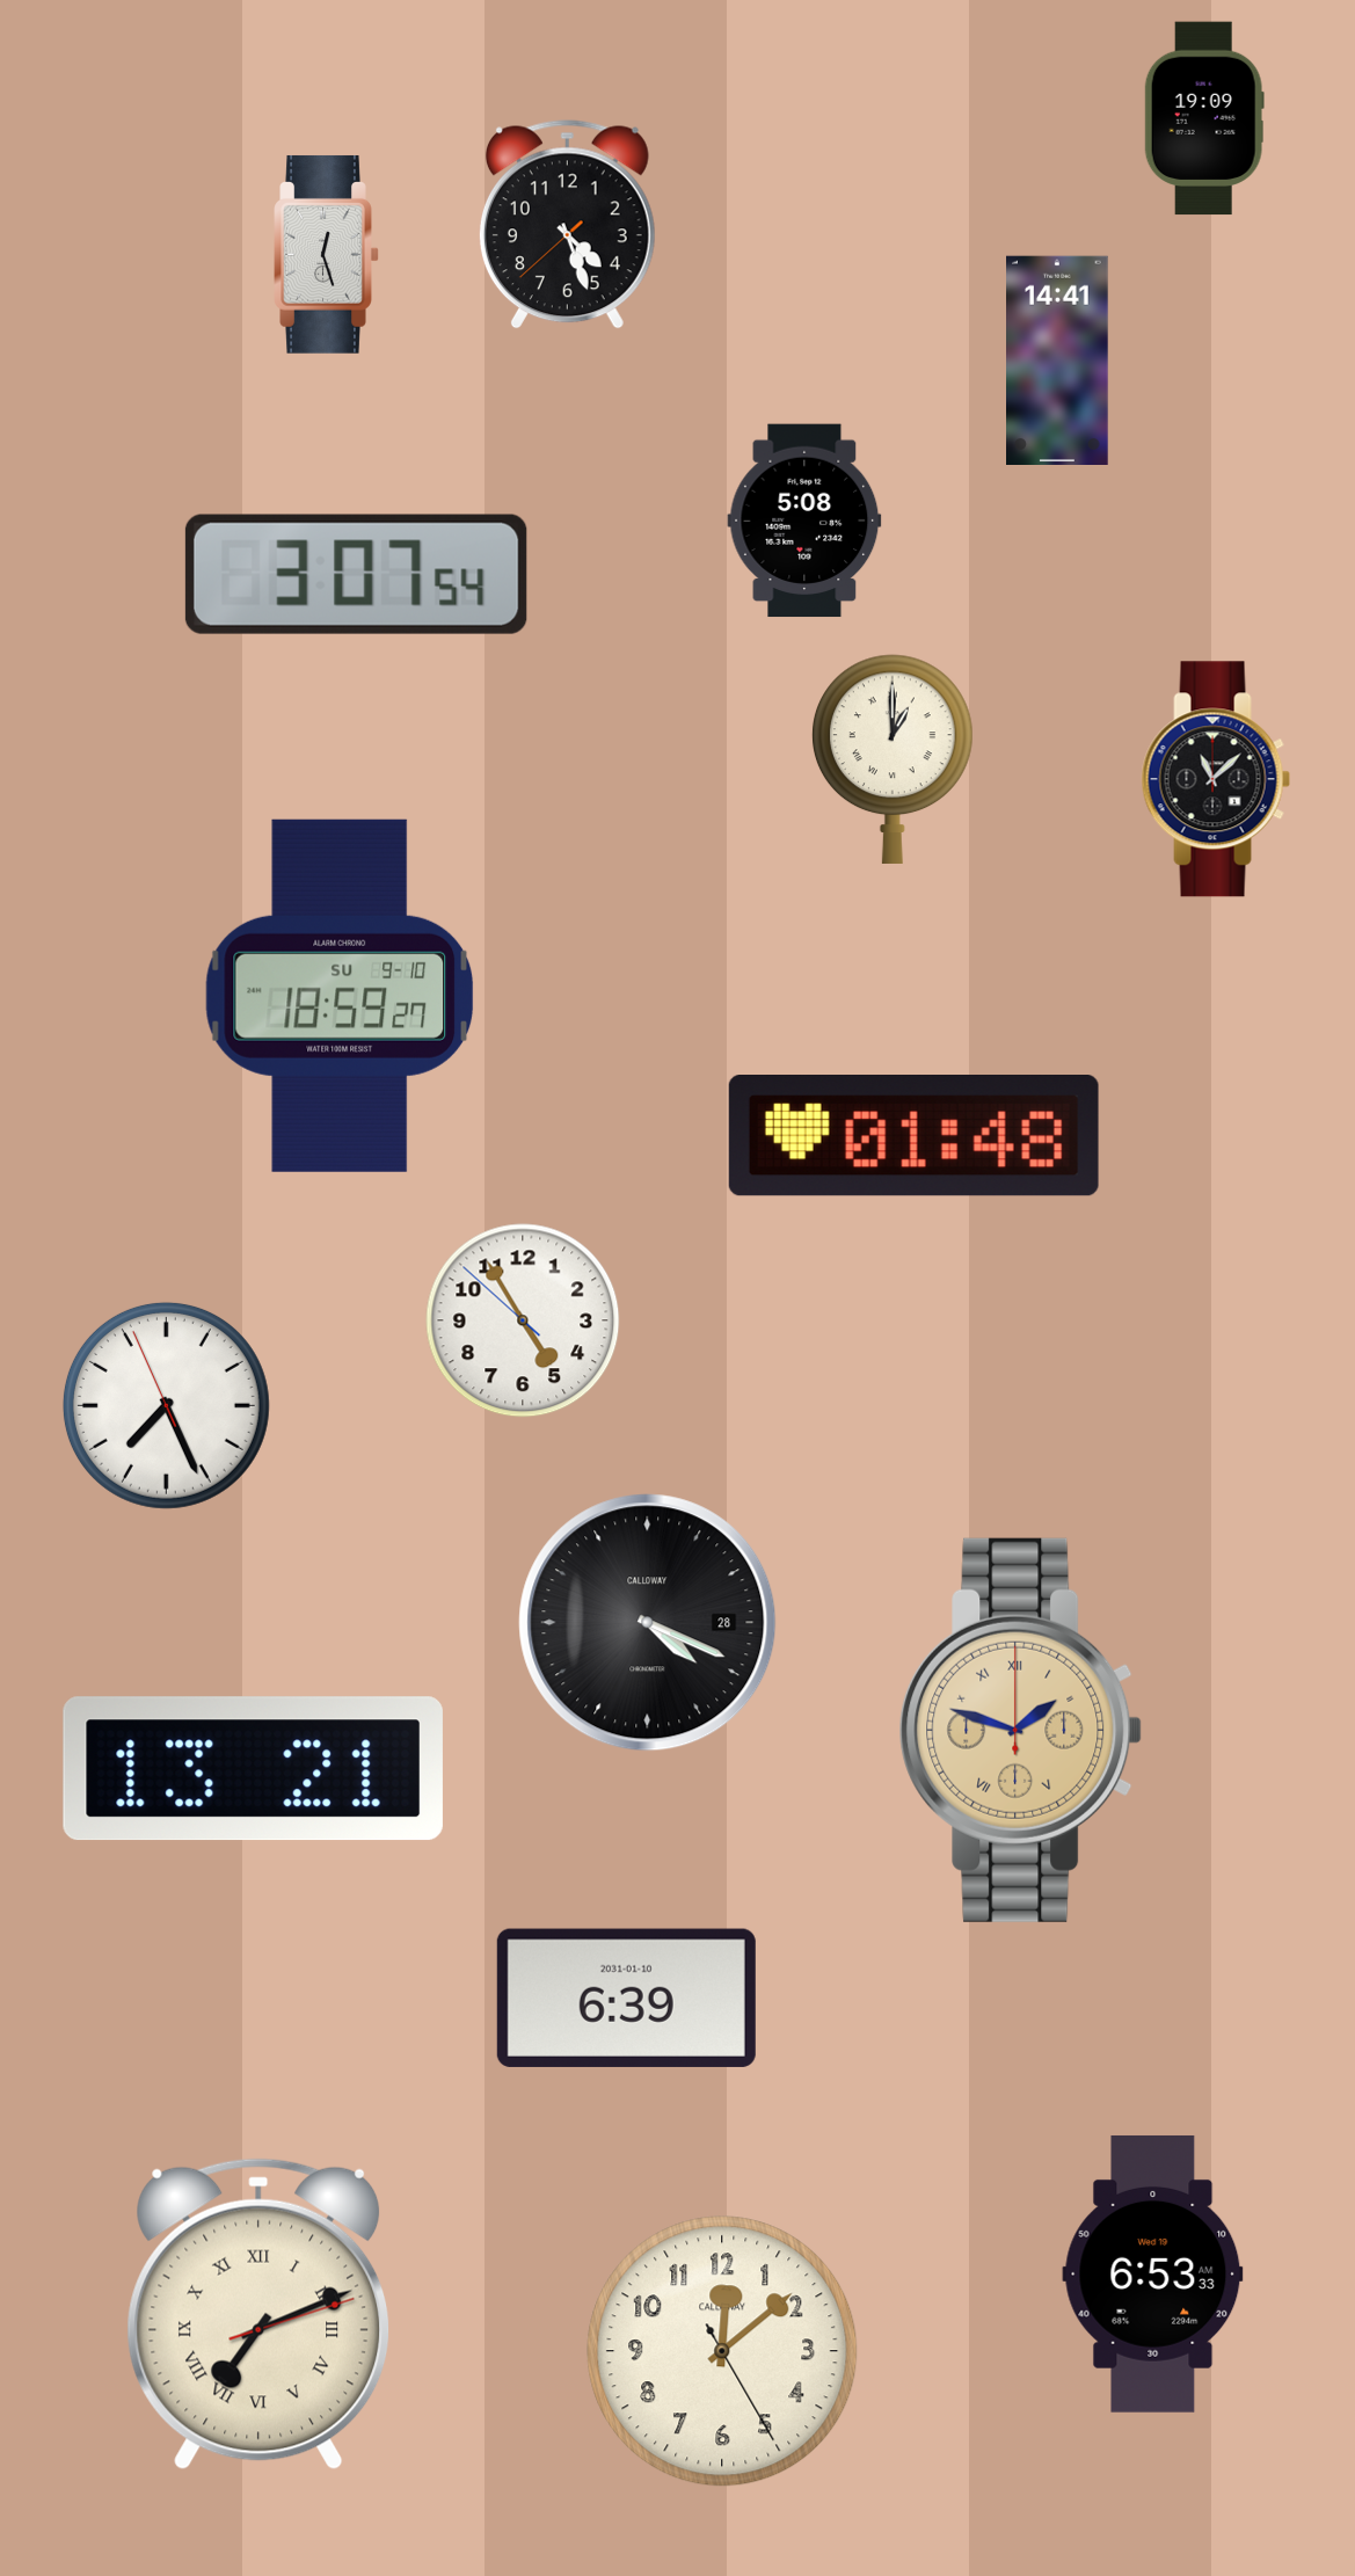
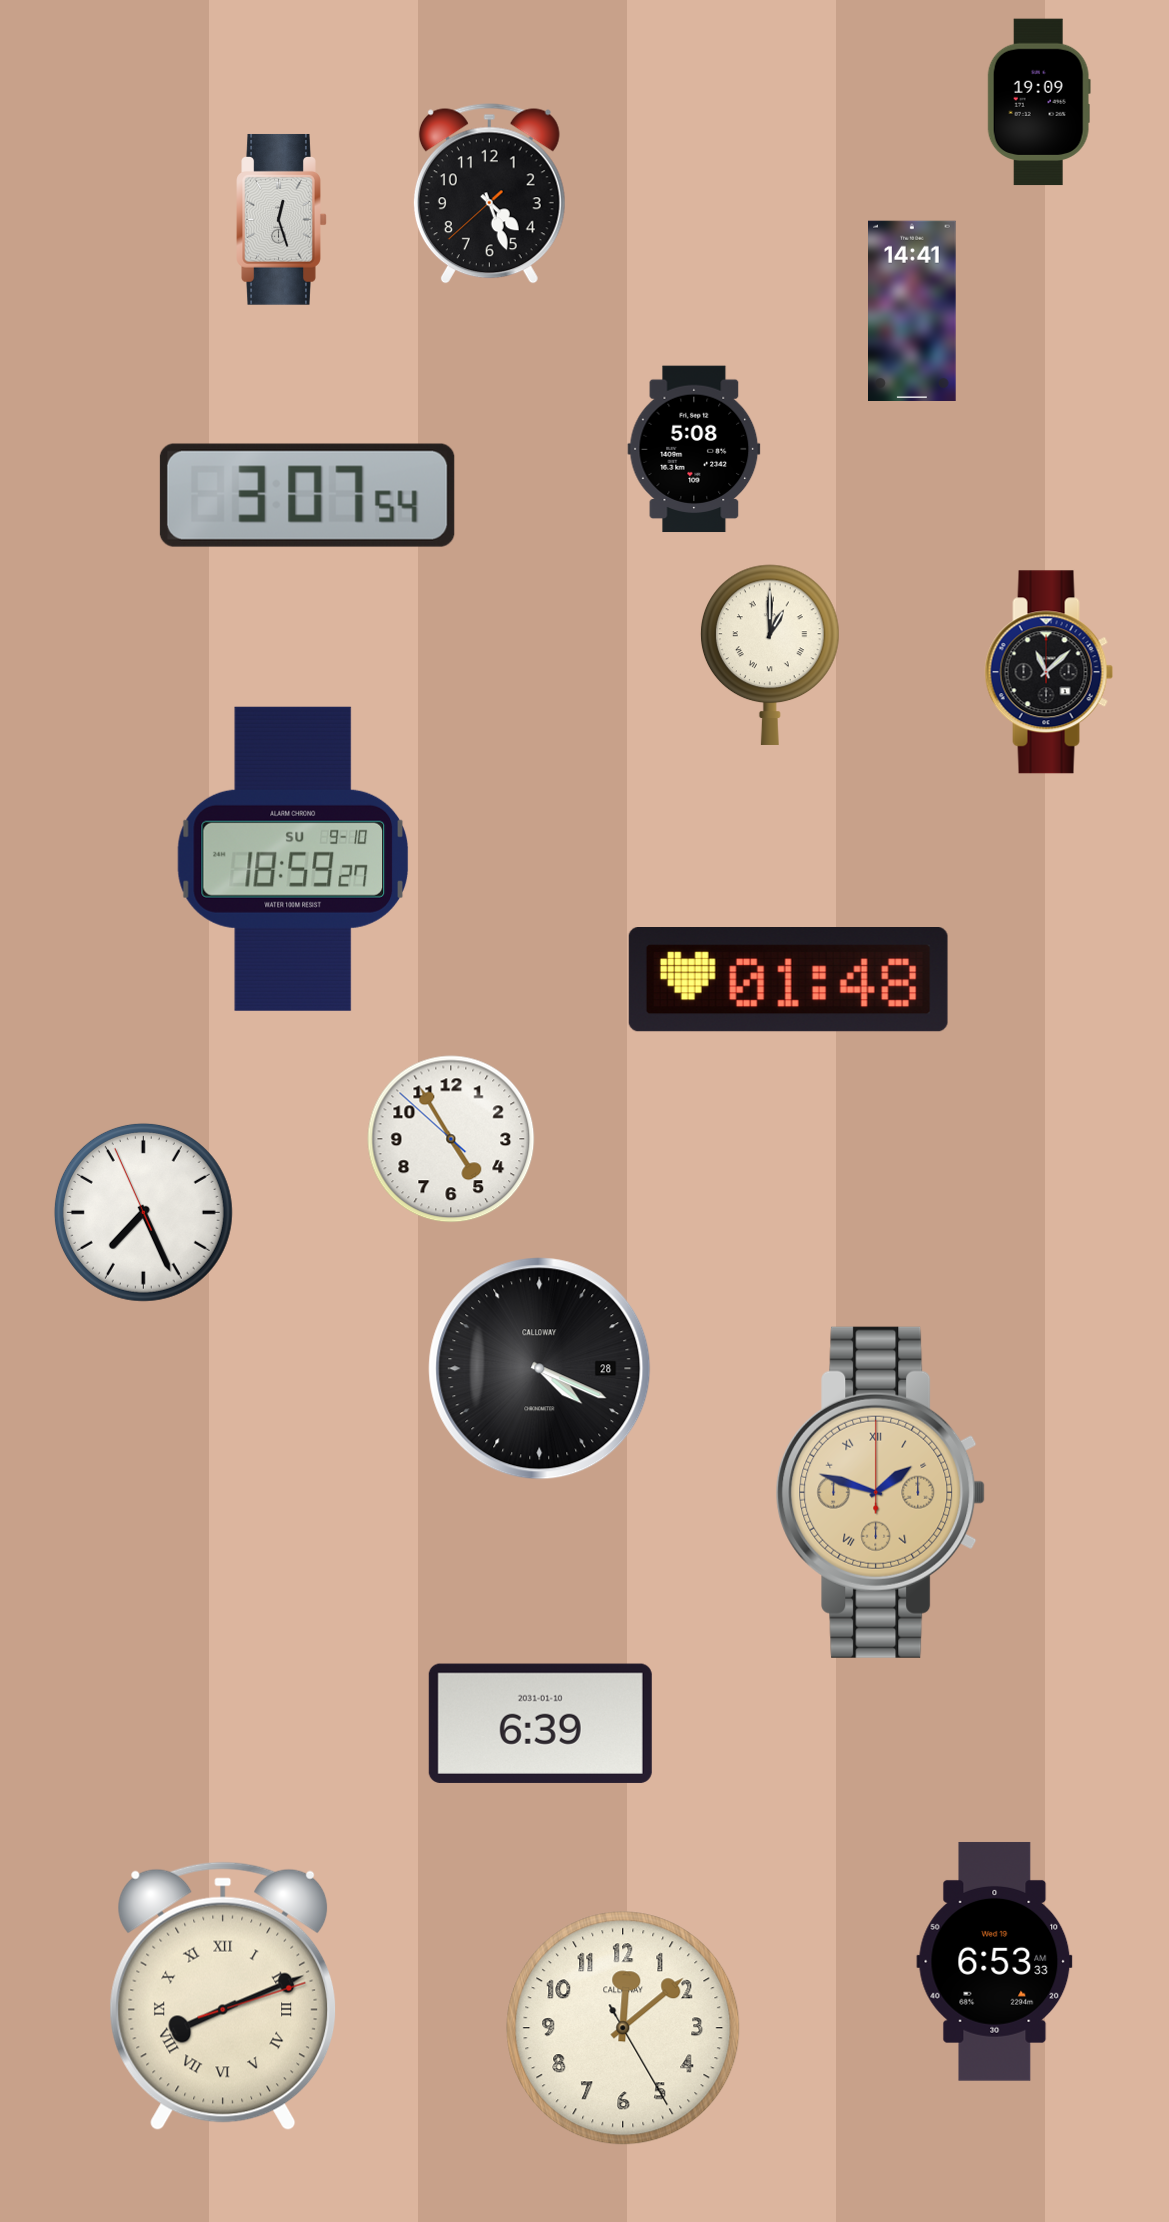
clock at (648, 1623) position: (648, 1623) -> (540, 1369)
clock at (253, 1769): 13:21 -> none
clock at (258, 2314): 7:11 -> 8:11
